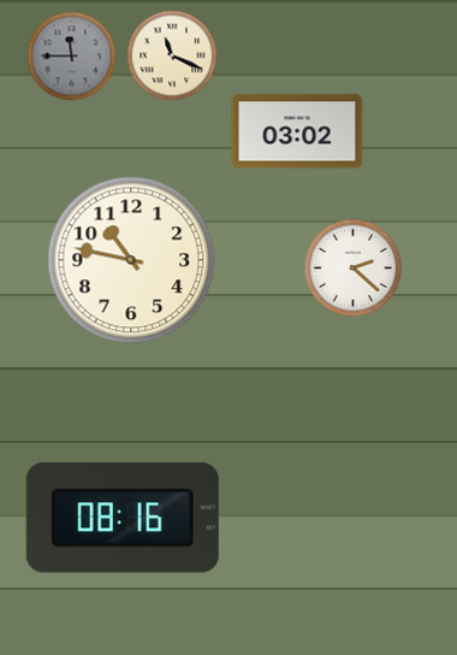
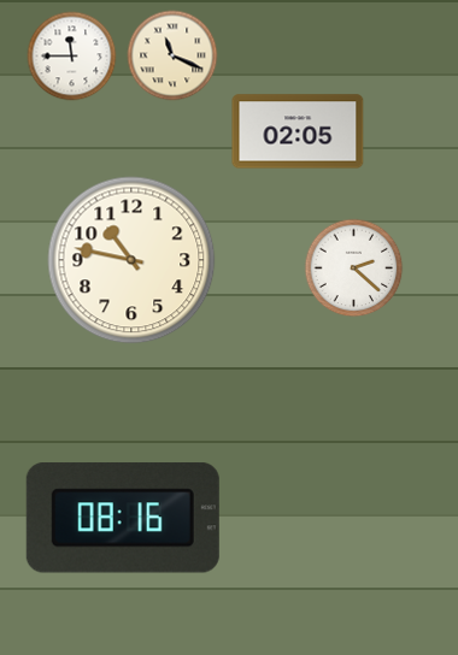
clock at (72, 57) dial: grey -> white
clock at (297, 131): 03:02 -> 02:05
